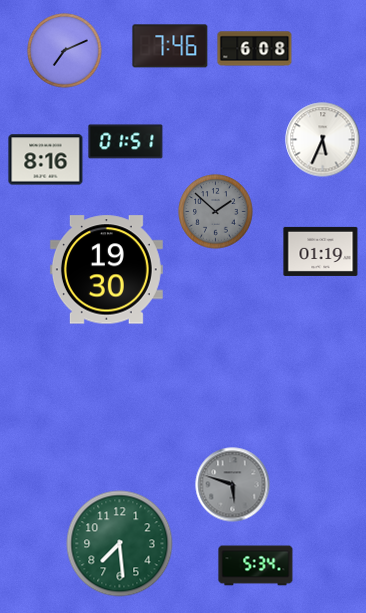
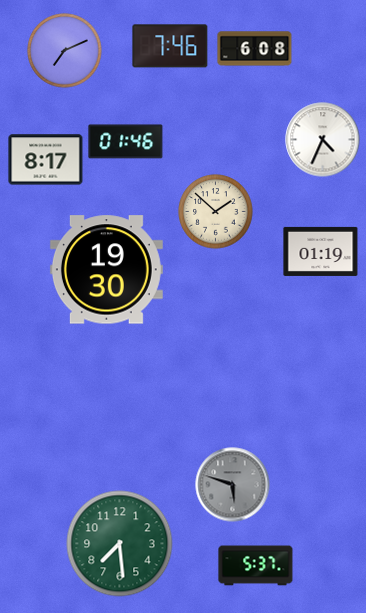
clock at (323, 140): 5:34 -> 4:34
clock at (126, 142): 01:51 -> 01:46
clock at (46, 160): 8:16 -> 8:17
clock at (216, 212) dial: grey -> cream
clock at (256, 566): 5:34 -> 5:37
